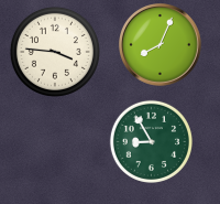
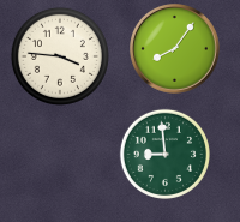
clock at (161, 45): 8:04 -> 8:06
clock at (151, 141): 8:55 -> 8:59
